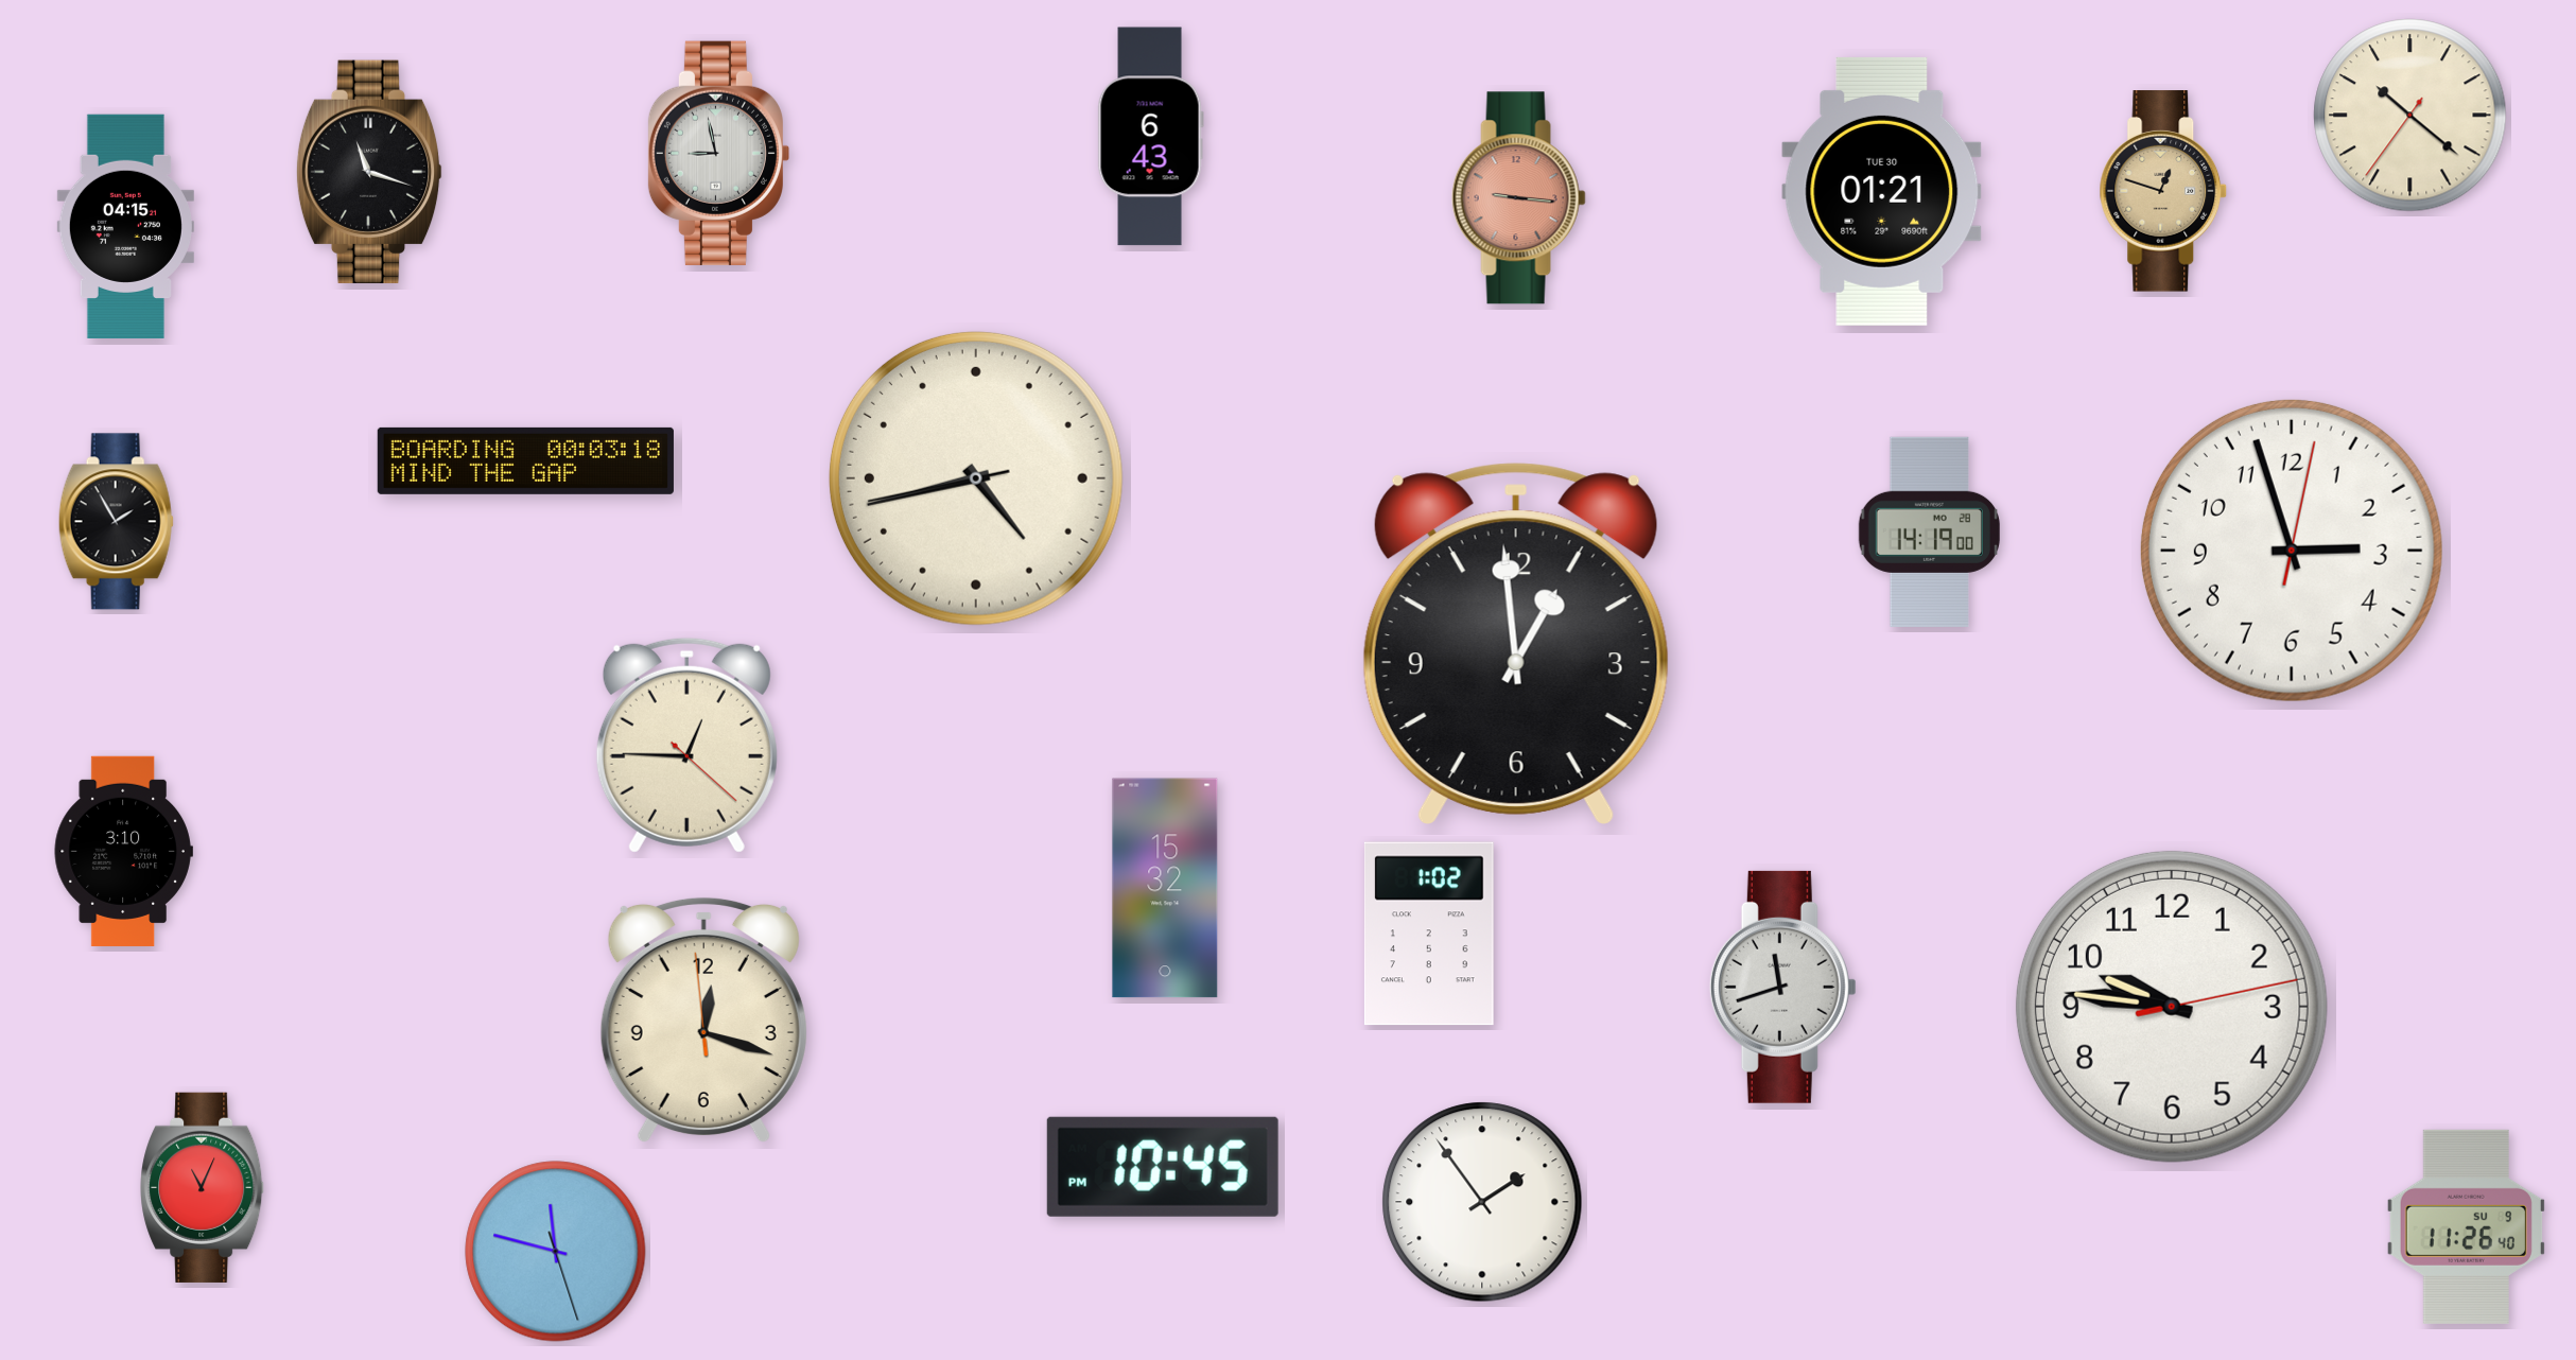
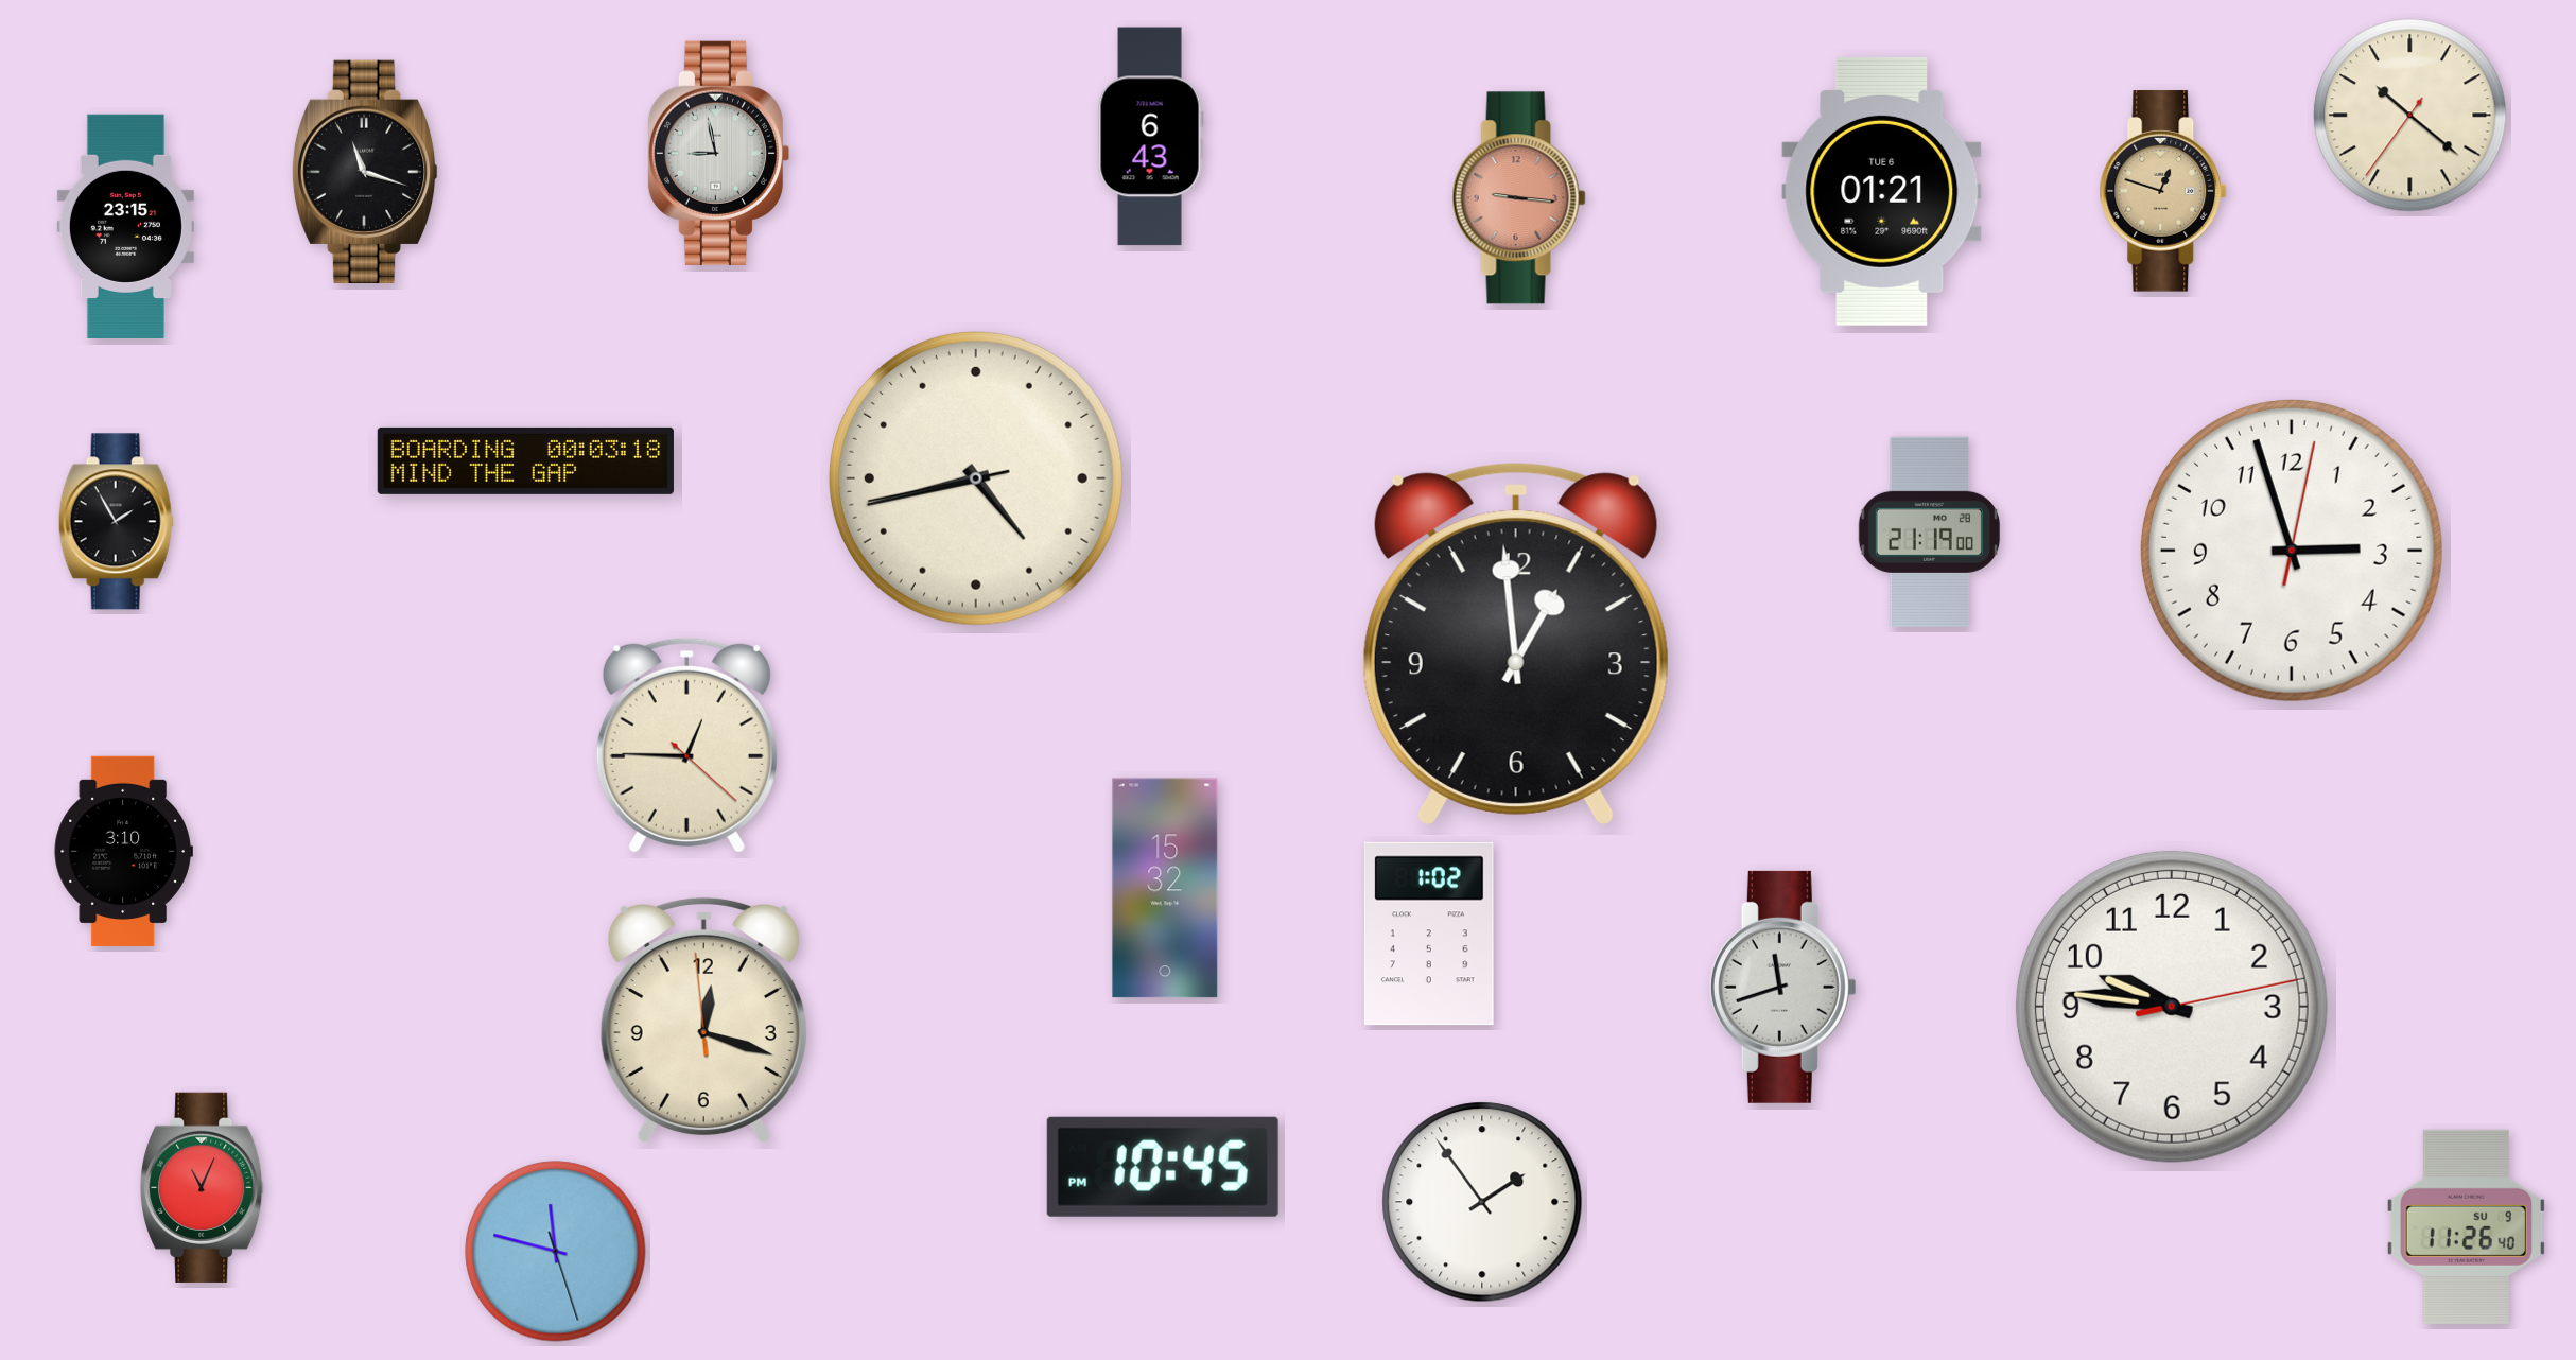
clock at (369, 172) position: (369, 172) -> (365, 172)
clock at (1882, 191) date: TUE 30 -> TUE 6
clock at (125, 226): 04:15 -> 23:15
clock at (1929, 531): 14:19 -> 21:19
